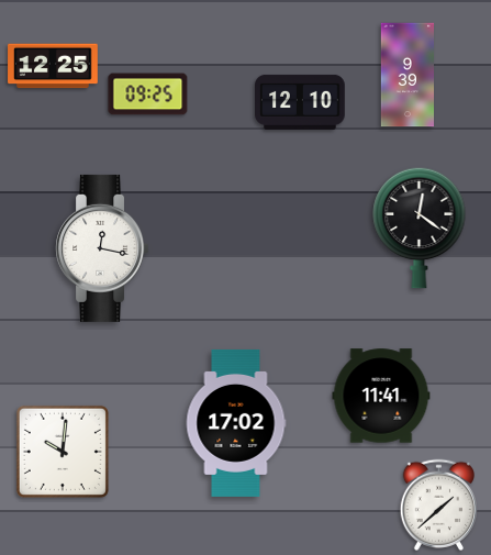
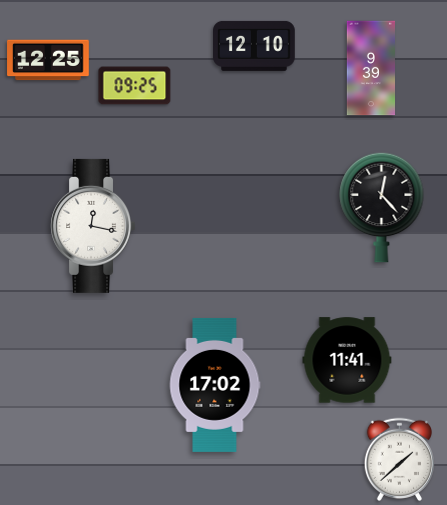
clock at (301, 102) position: (301, 102) -> (255, 46)
clock at (420, 227): 12:21 -> 12:23
clock at (63, 452): 10:01 -> none
